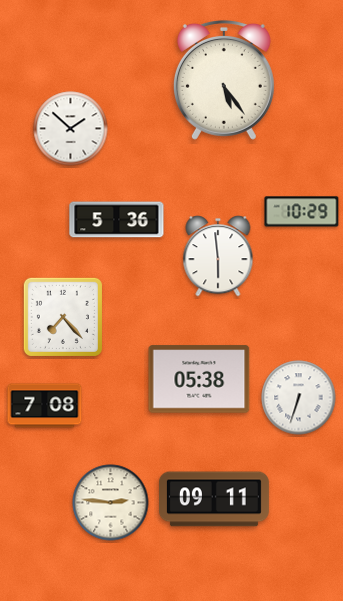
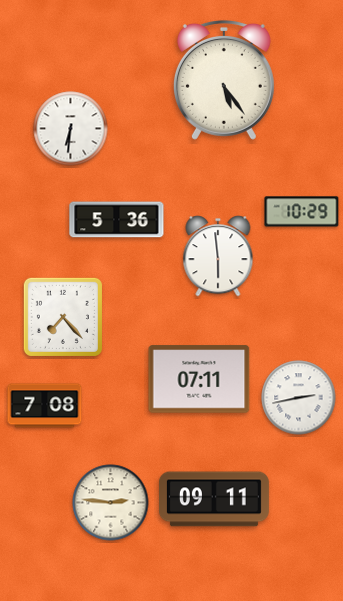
clock at (71, 129): 1:52 -> 6:31
clock at (199, 379): 05:38 -> 07:11
clock at (299, 398): 6:33 -> 2:43
